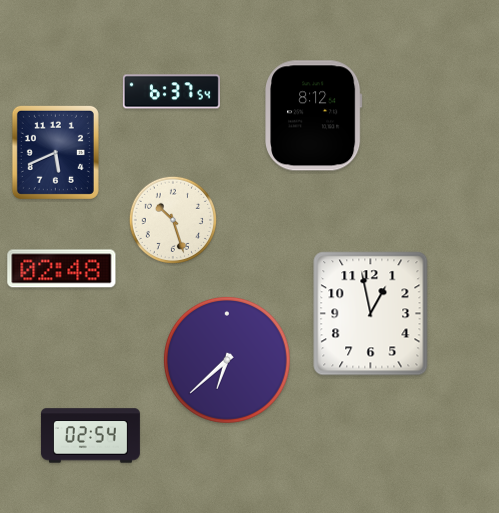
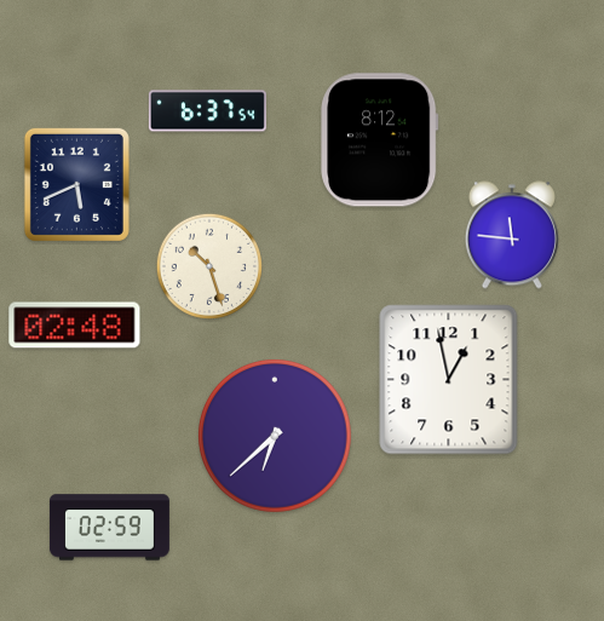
clock at (55, 152) position: (55, 152) -> (76, 184)
clock at (512, 235): none -> 11:46
clock at (90, 436): 02:54 -> 02:59
